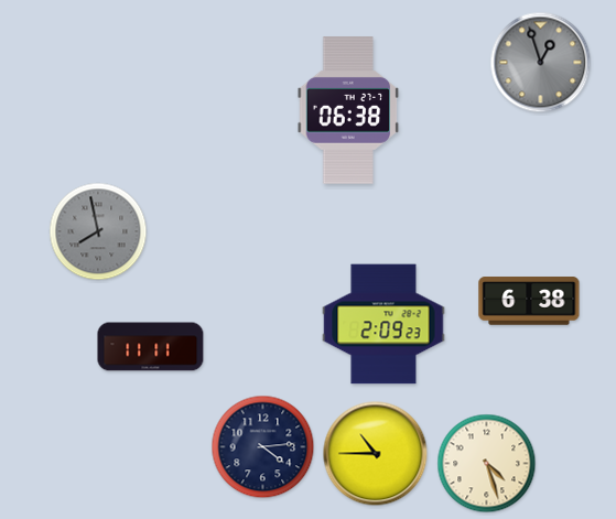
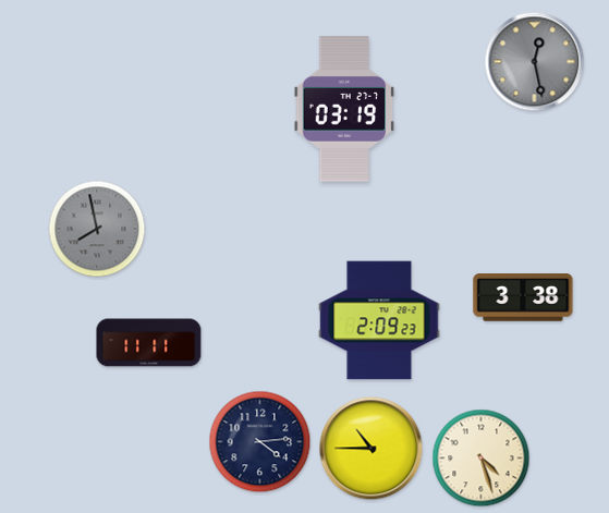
clock at (541, 63): 12:57 -> 12:28
clock at (348, 110): 06:38 -> 03:19
clock at (529, 301): 6:38 -> 3:38
